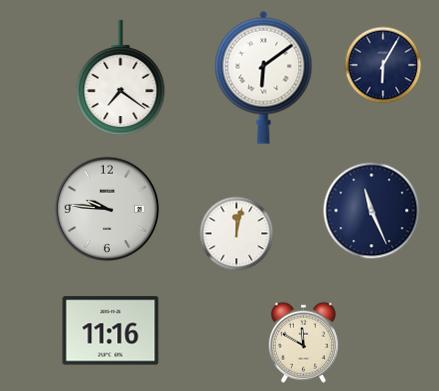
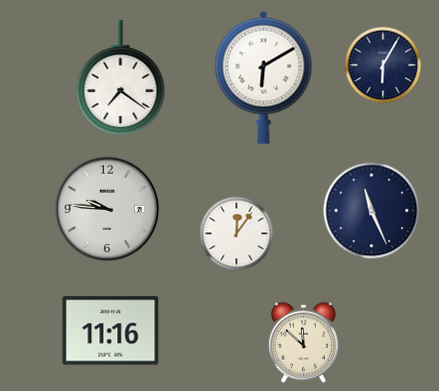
clock at (264, 77): 6:09 -> 6:10
clock at (237, 234): 12:02 -> 12:06
clock at (303, 342): 11:50 -> 11:52
